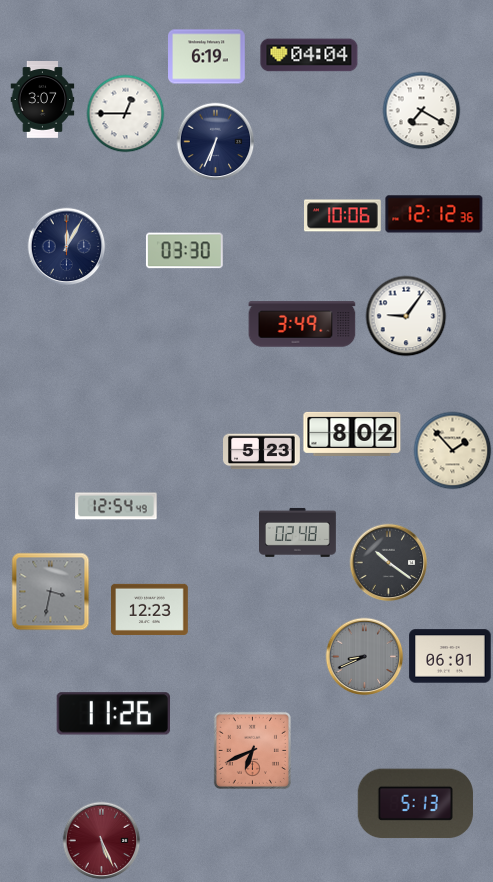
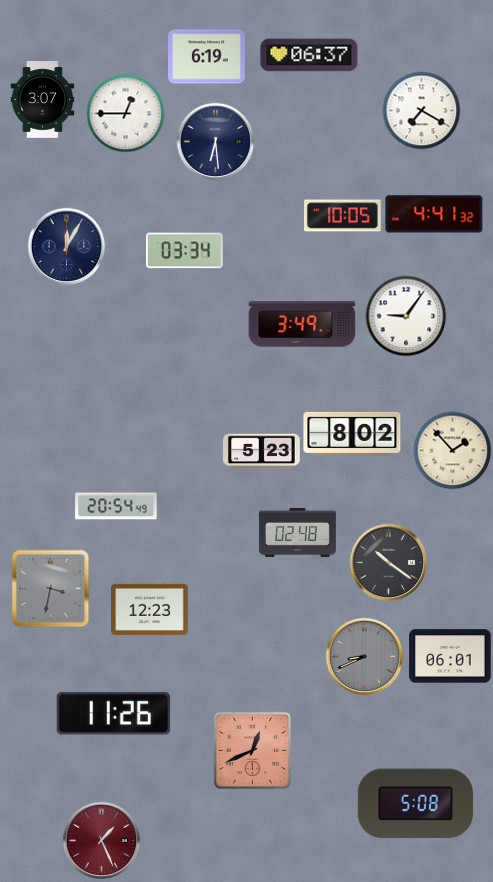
clock at (309, 55): 04:04 -> 06:37
clock at (215, 141): 6:34 -> 6:29
clock at (434, 214): 12:12 -> 4:41
clock at (343, 216): 10:06 -> 10:05
clock at (184, 251): 03:30 -> 03:34
clock at (116, 506): 12:54 -> 20:54
clock at (50, 591) position: (50, 591) -> (50, 588)
clock at (252, 750): 6:41 -> 12:41
clock at (415, 804): 5:13 -> 5:08
clock at (101, 840): 5:26 -> 1:26
